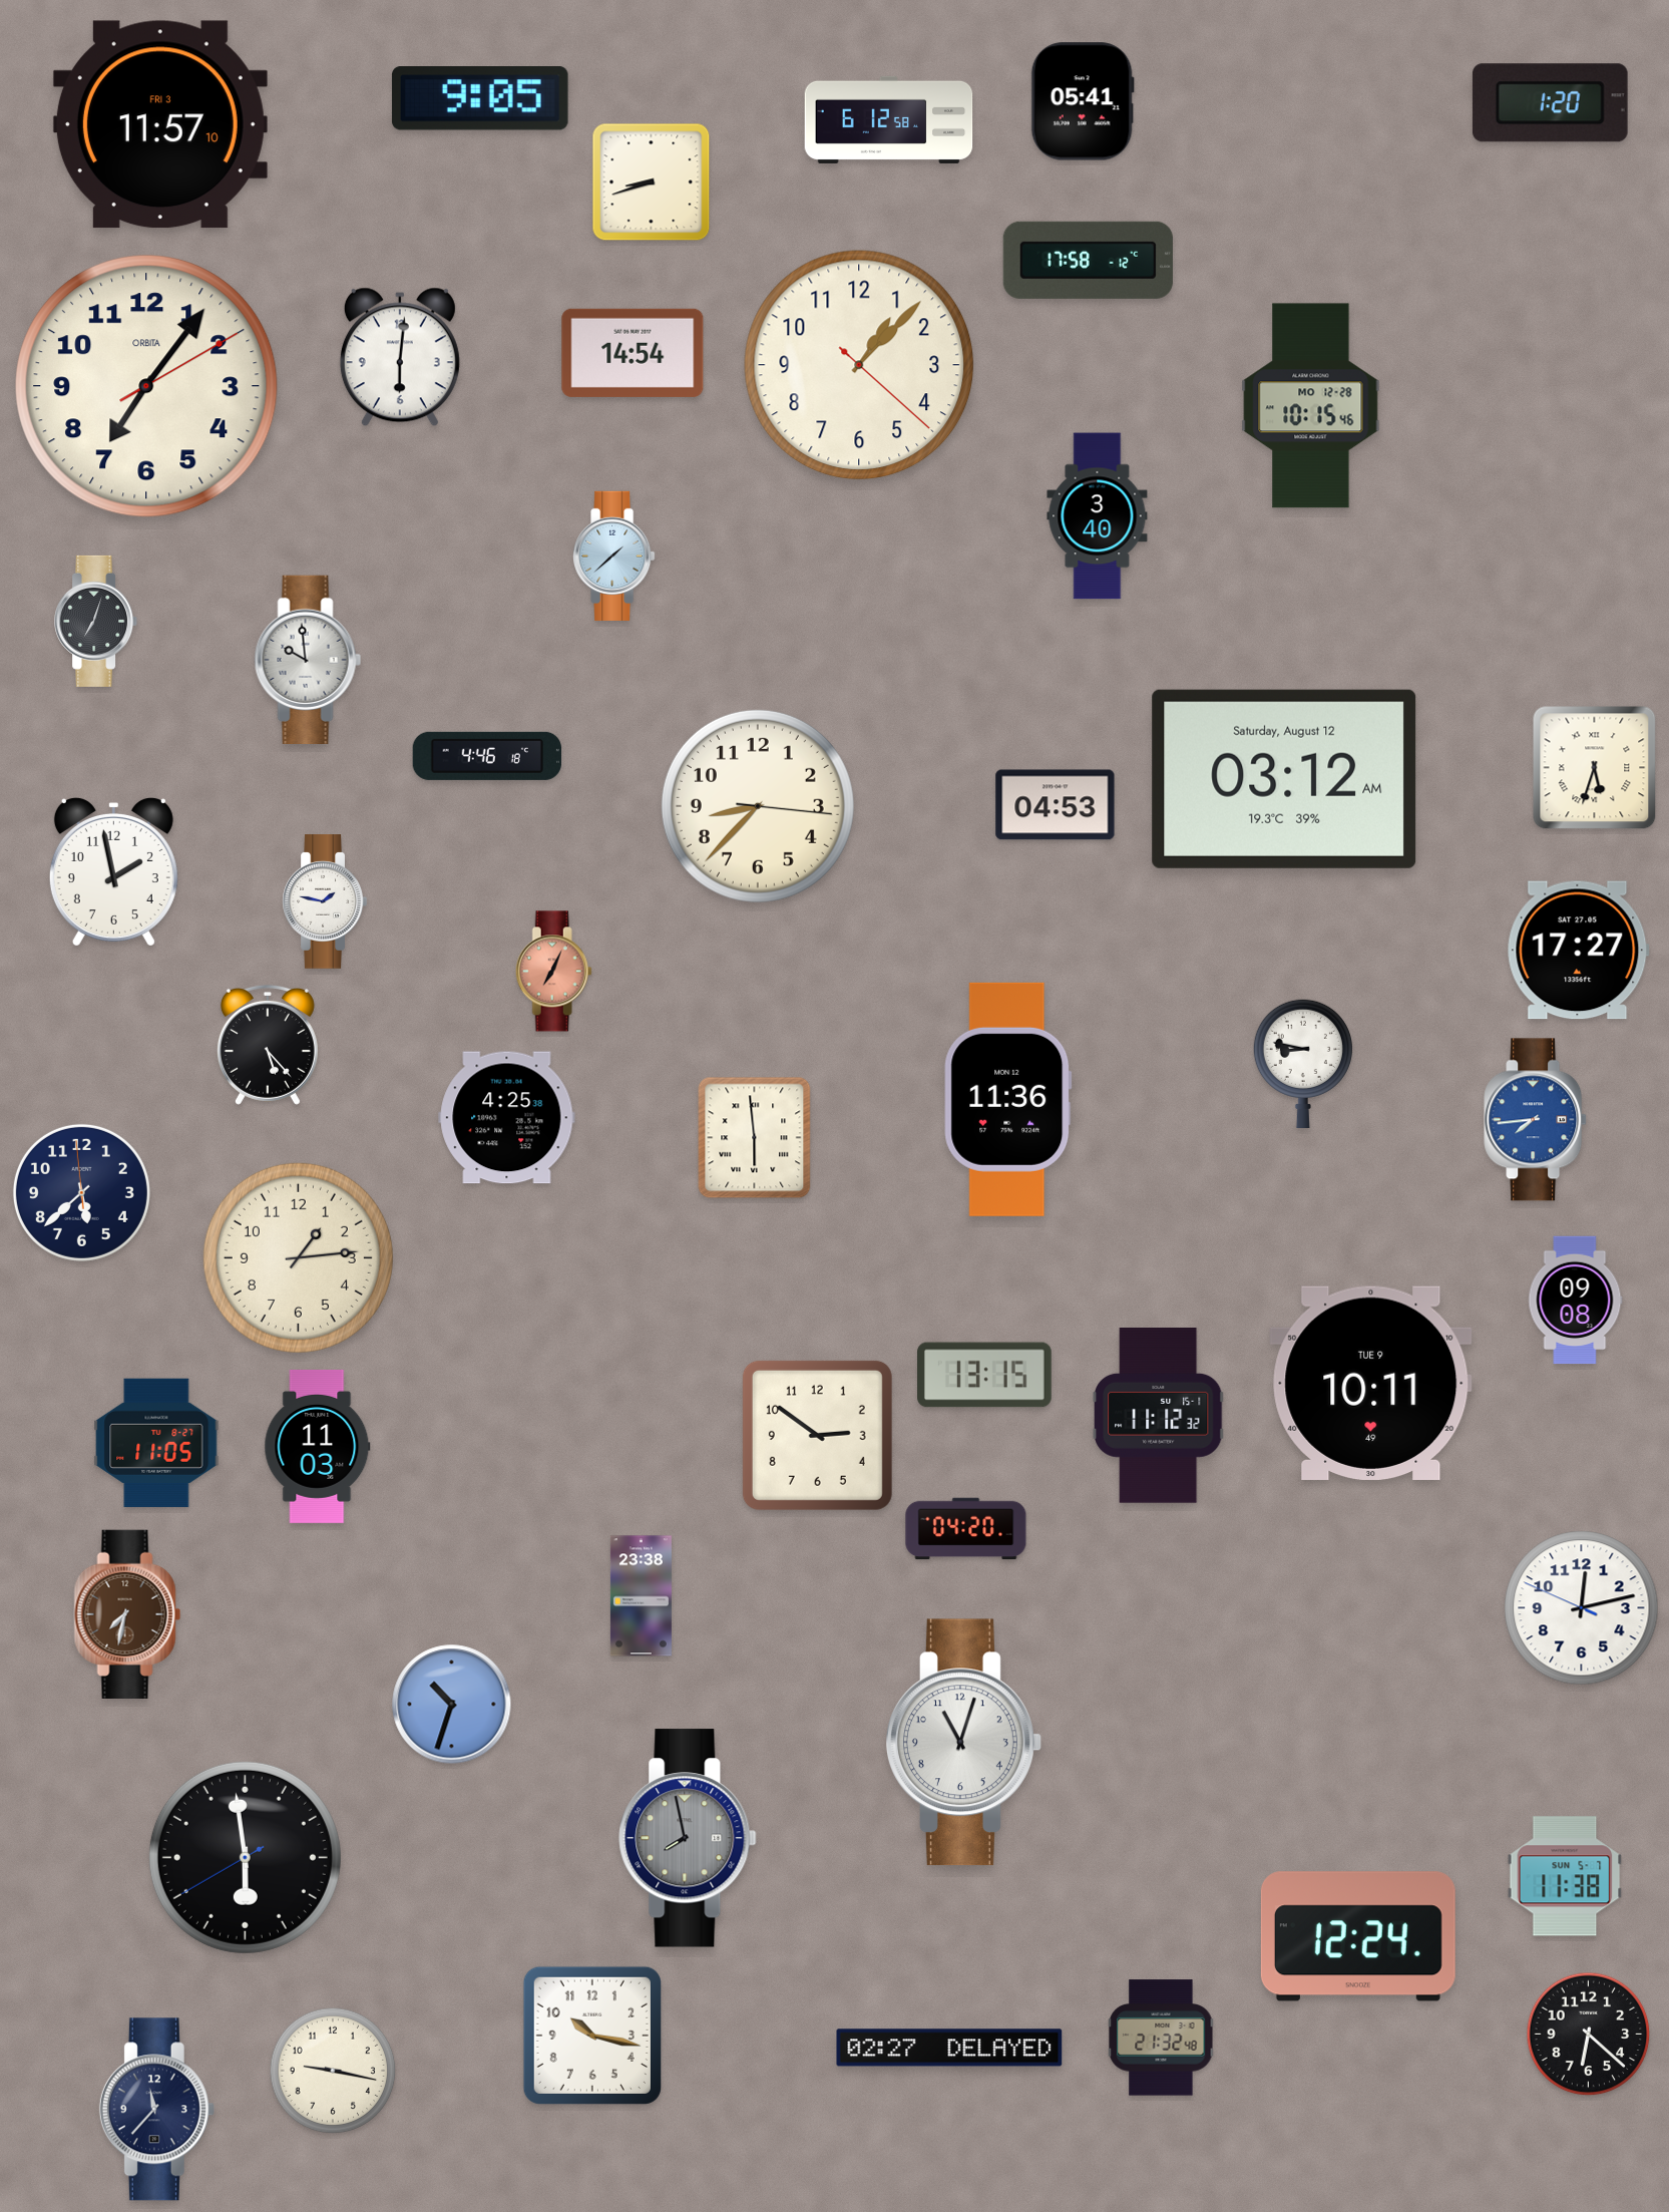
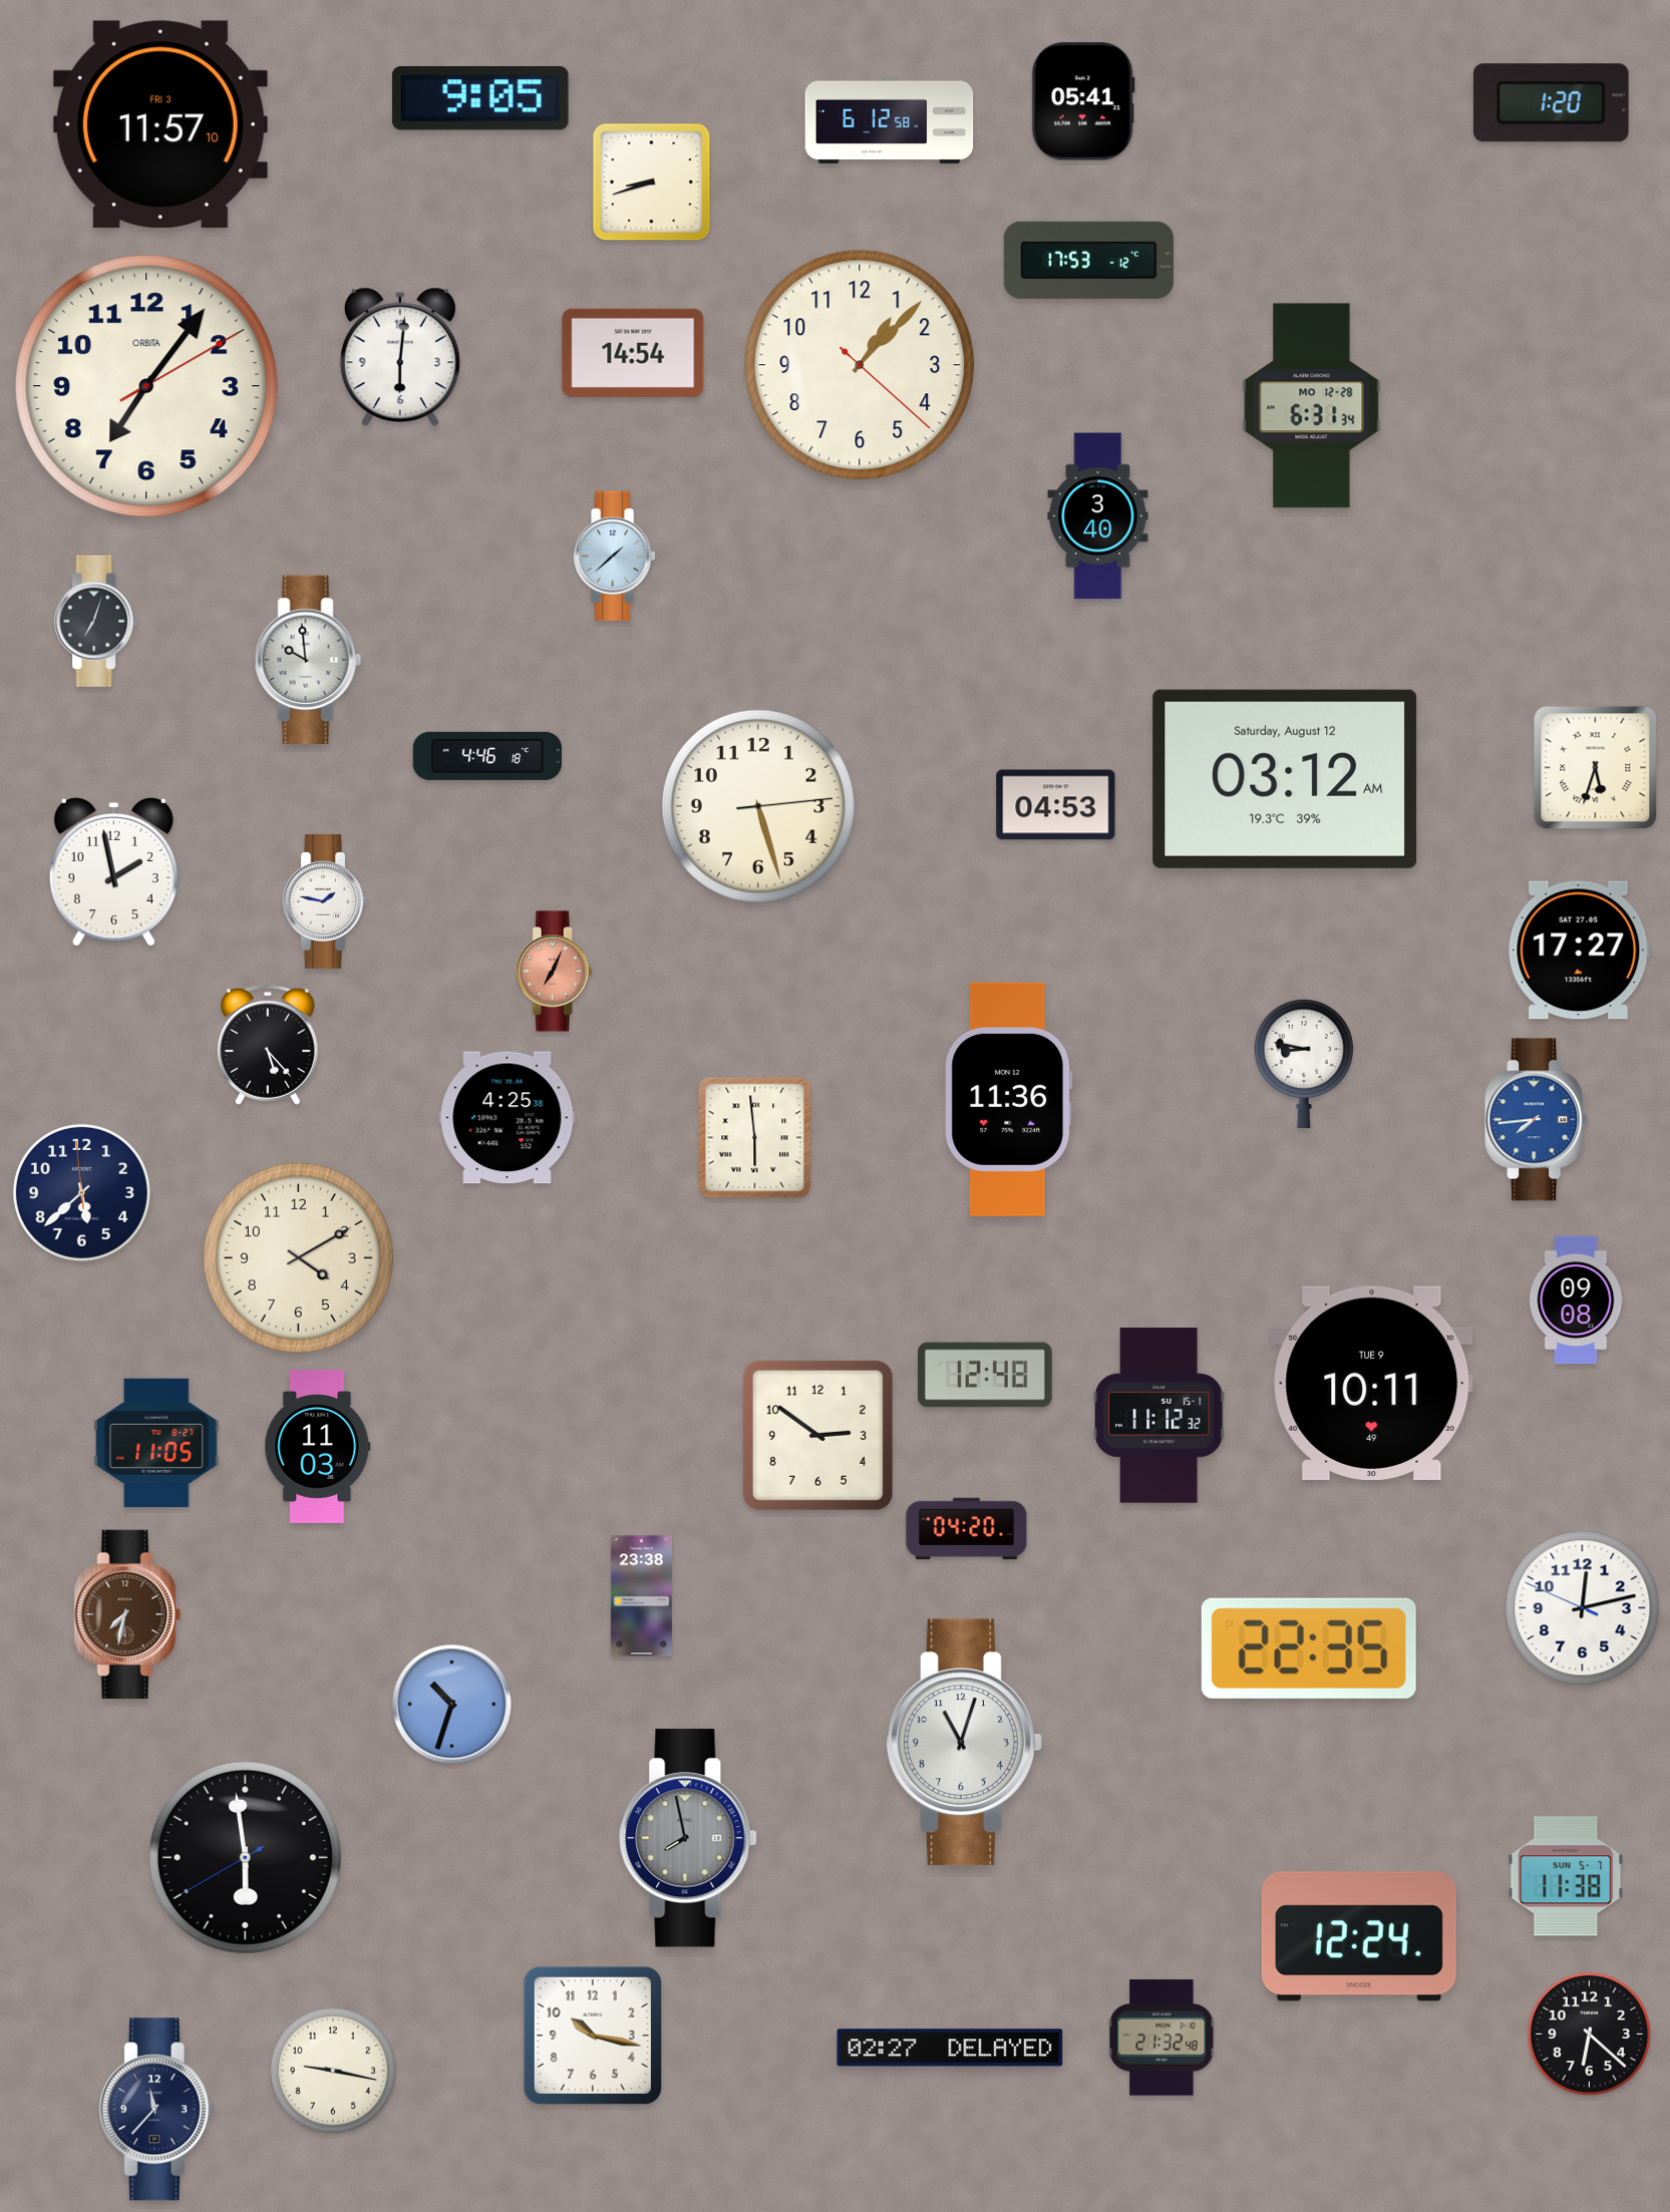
clock at (1088, 260): 17:58 -> 17:53
clock at (1311, 406): 10:15 -> 6:31
clock at (758, 806): 8:37 -> 5:27
clock at (298, 1257): 1:14 -> 4:10
clock at (985, 1375): 13:15 -> 12:48
clock at (1309, 1648): none -> 22:35
